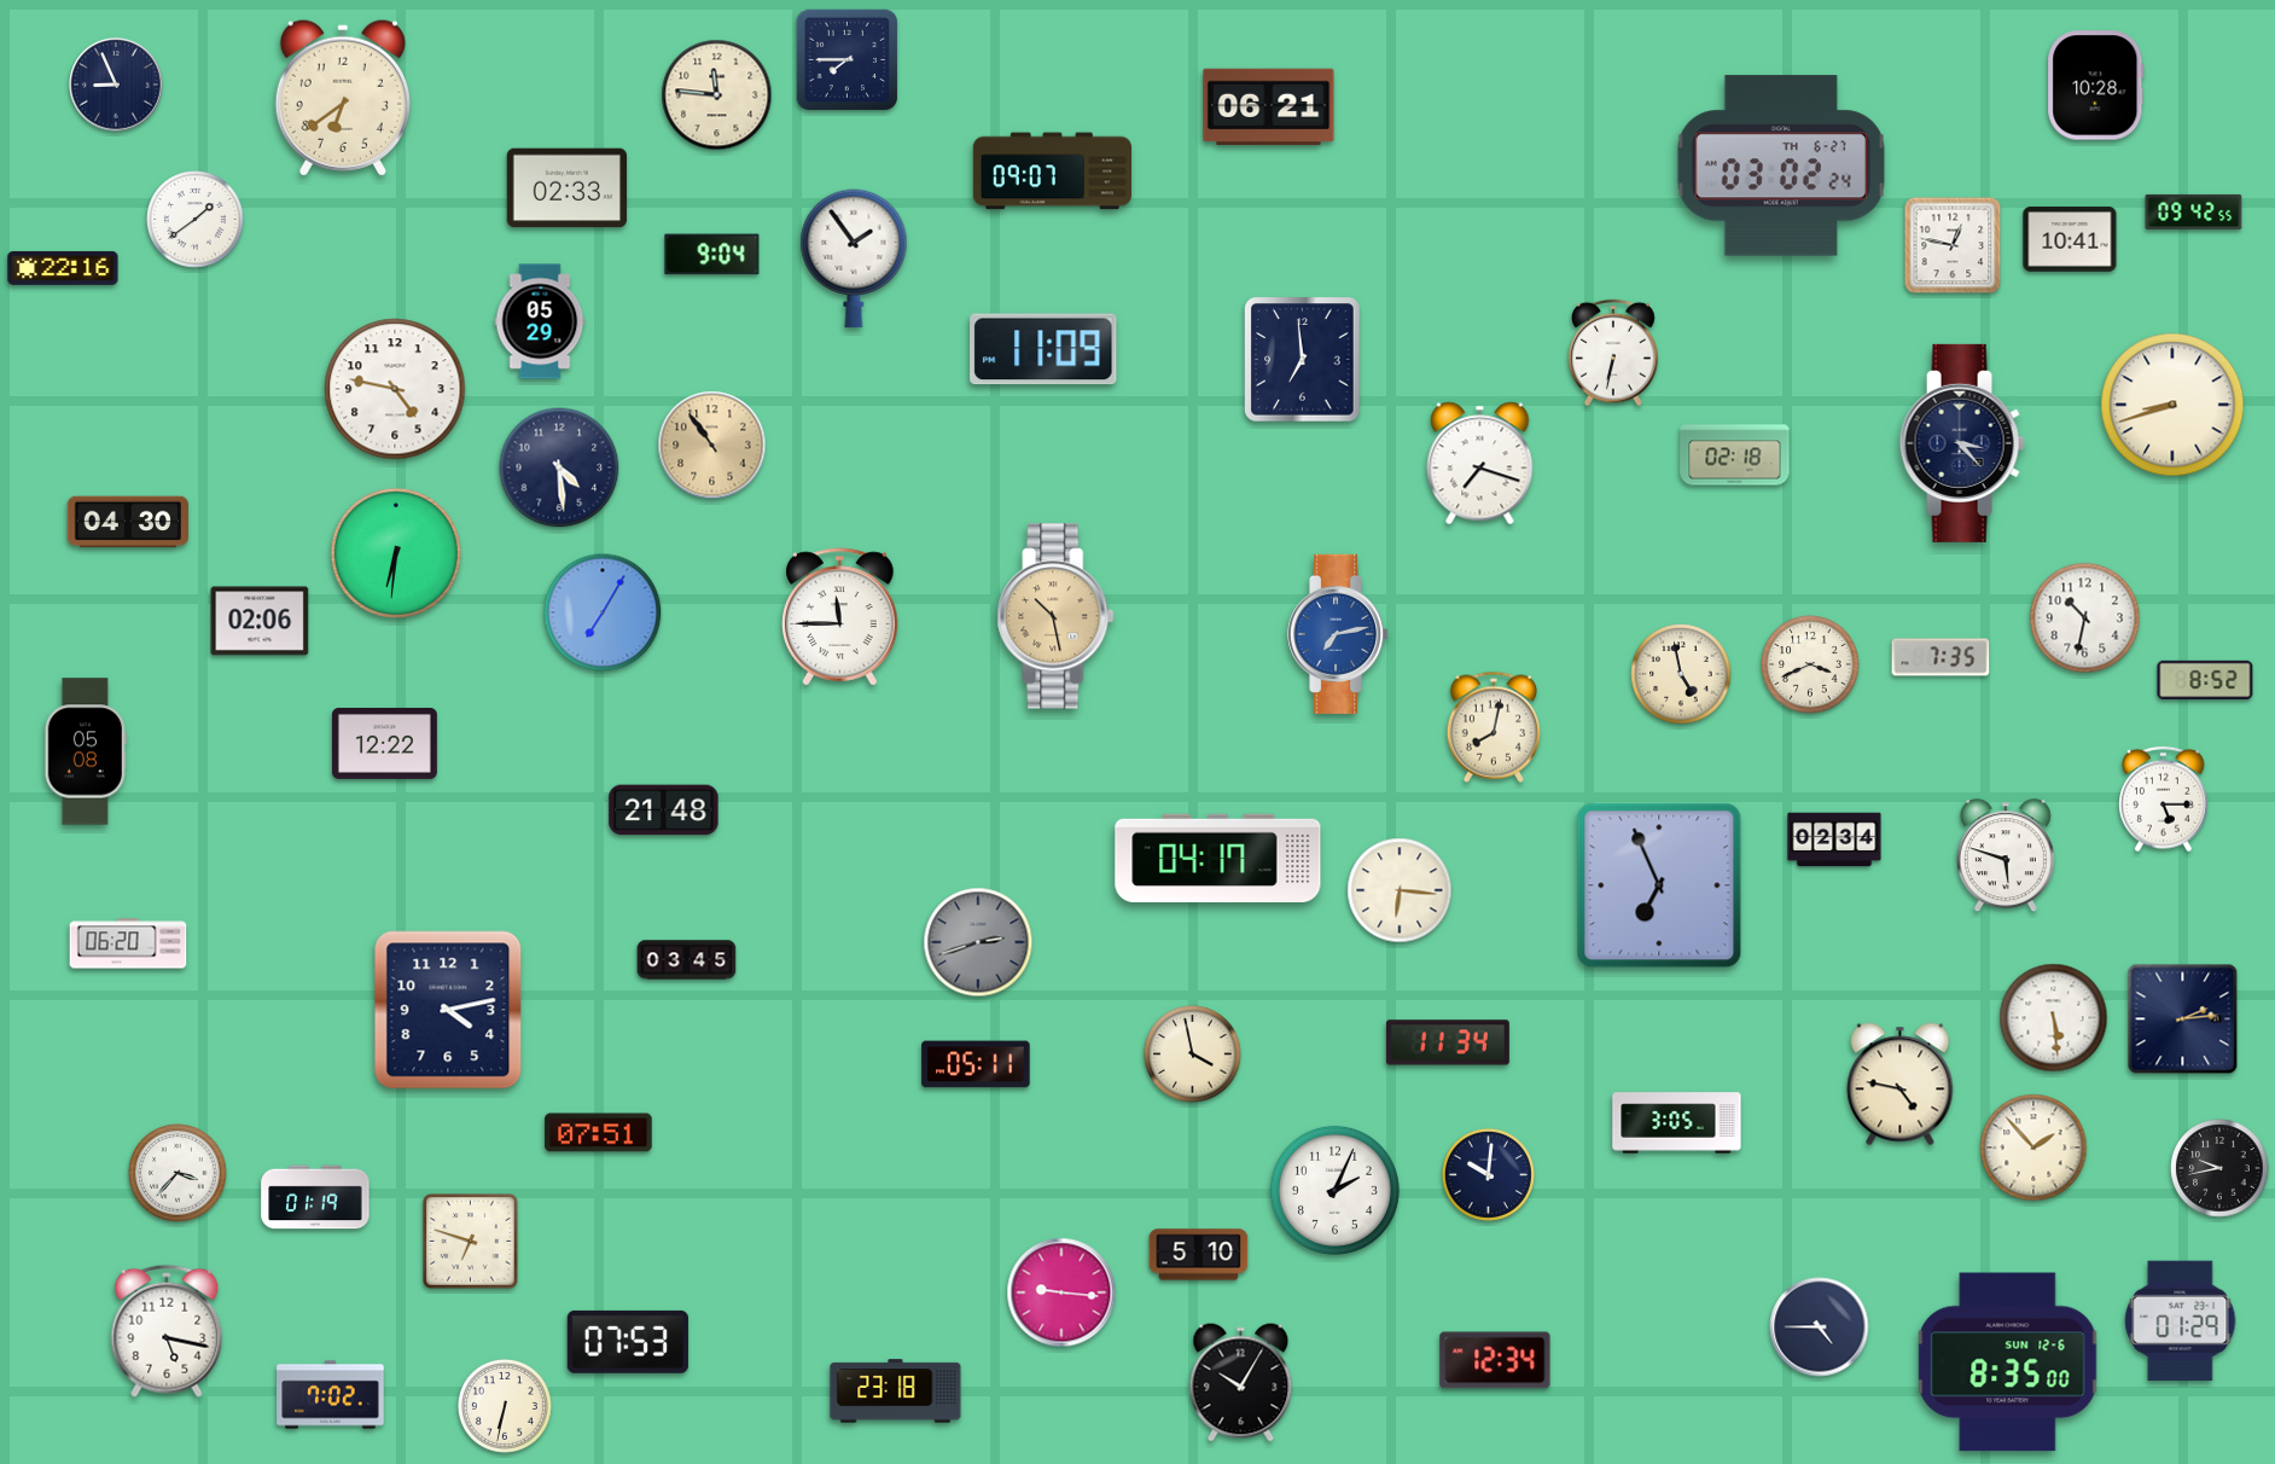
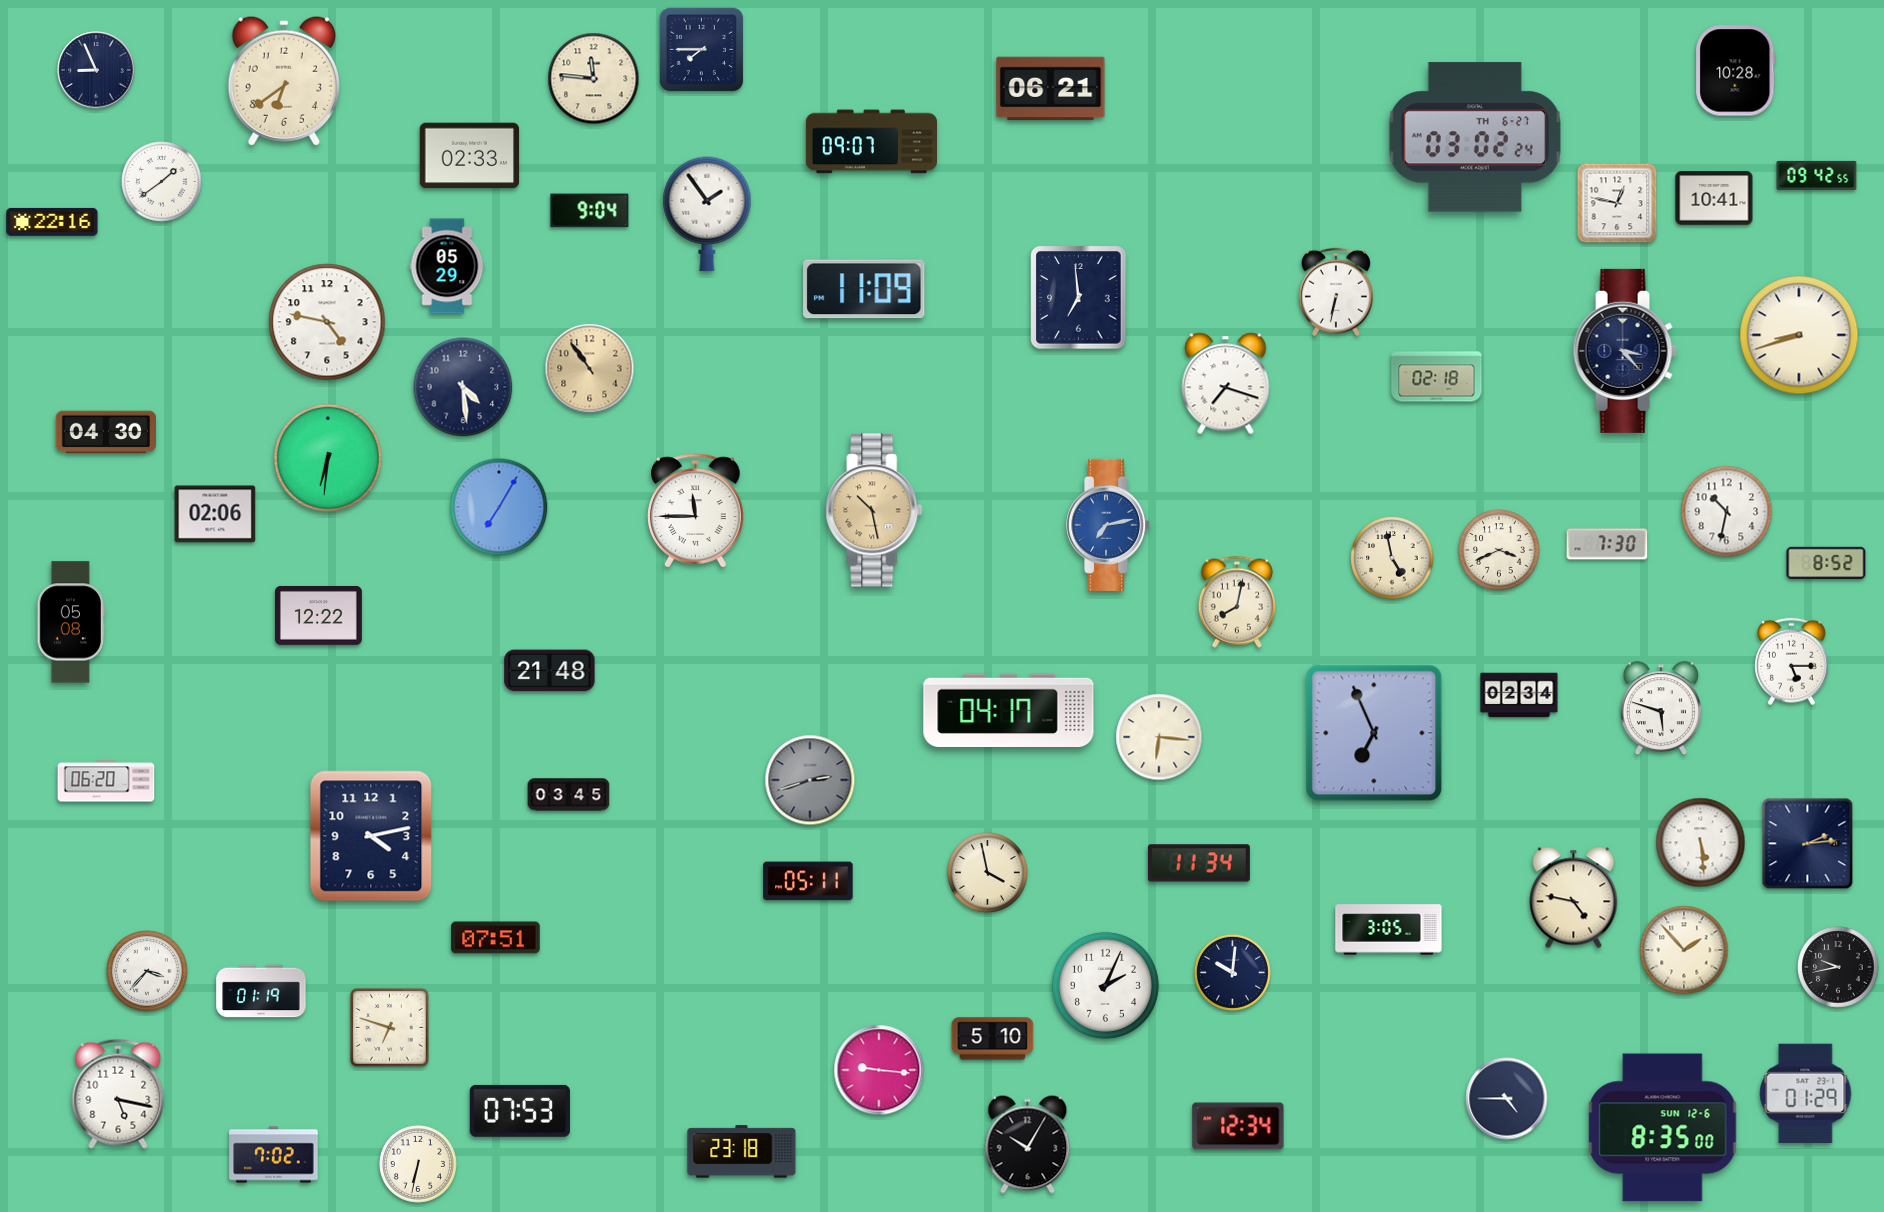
clock at (1962, 443) position: (1962, 443) -> (1625, 351)
clock at (1941, 657): 7:35 -> 7:30
clock at (167, 1331) position: (167, 1331) -> (118, 1094)
